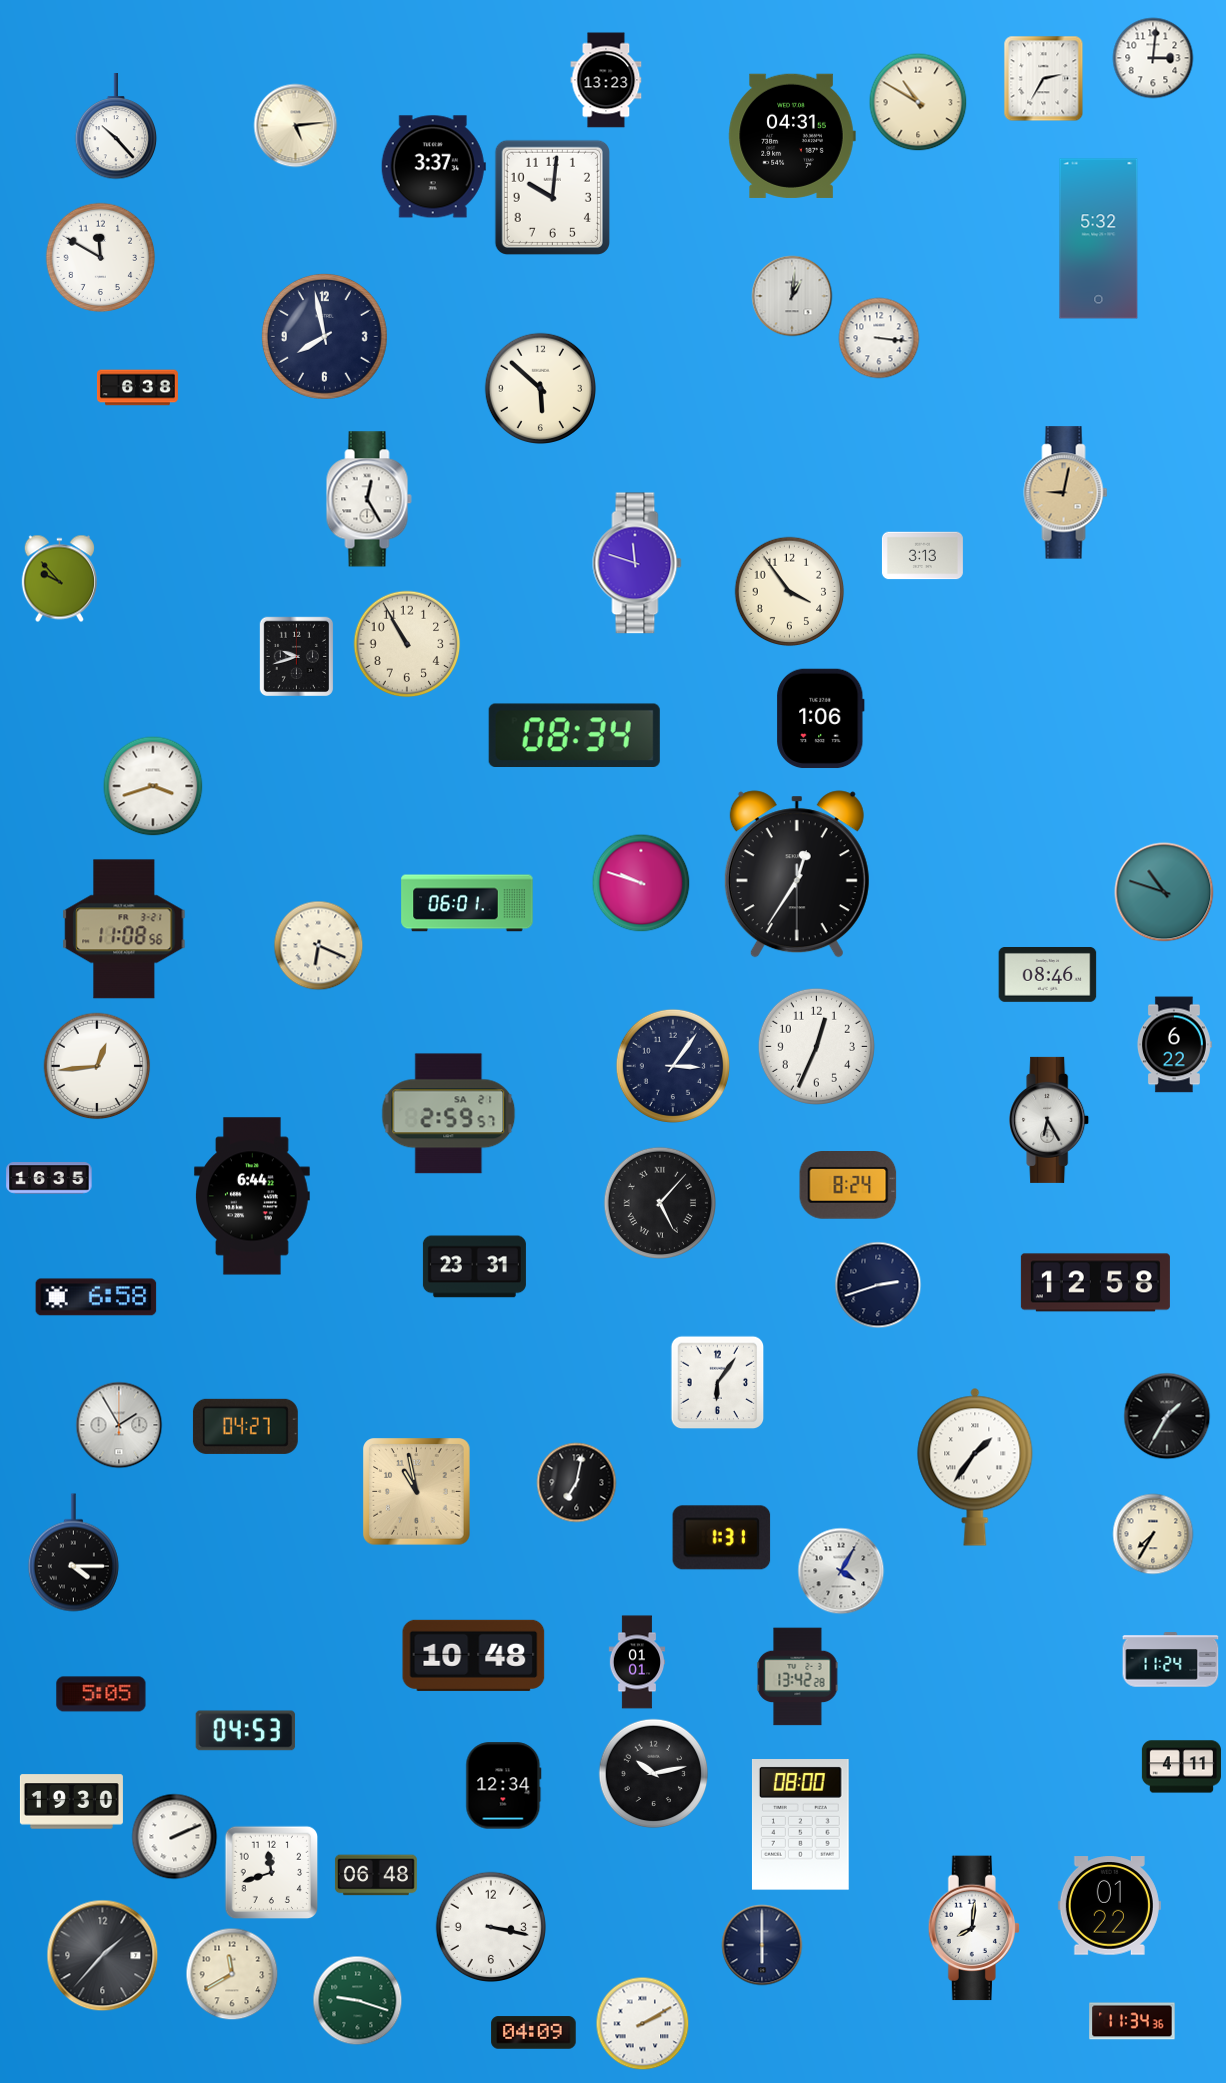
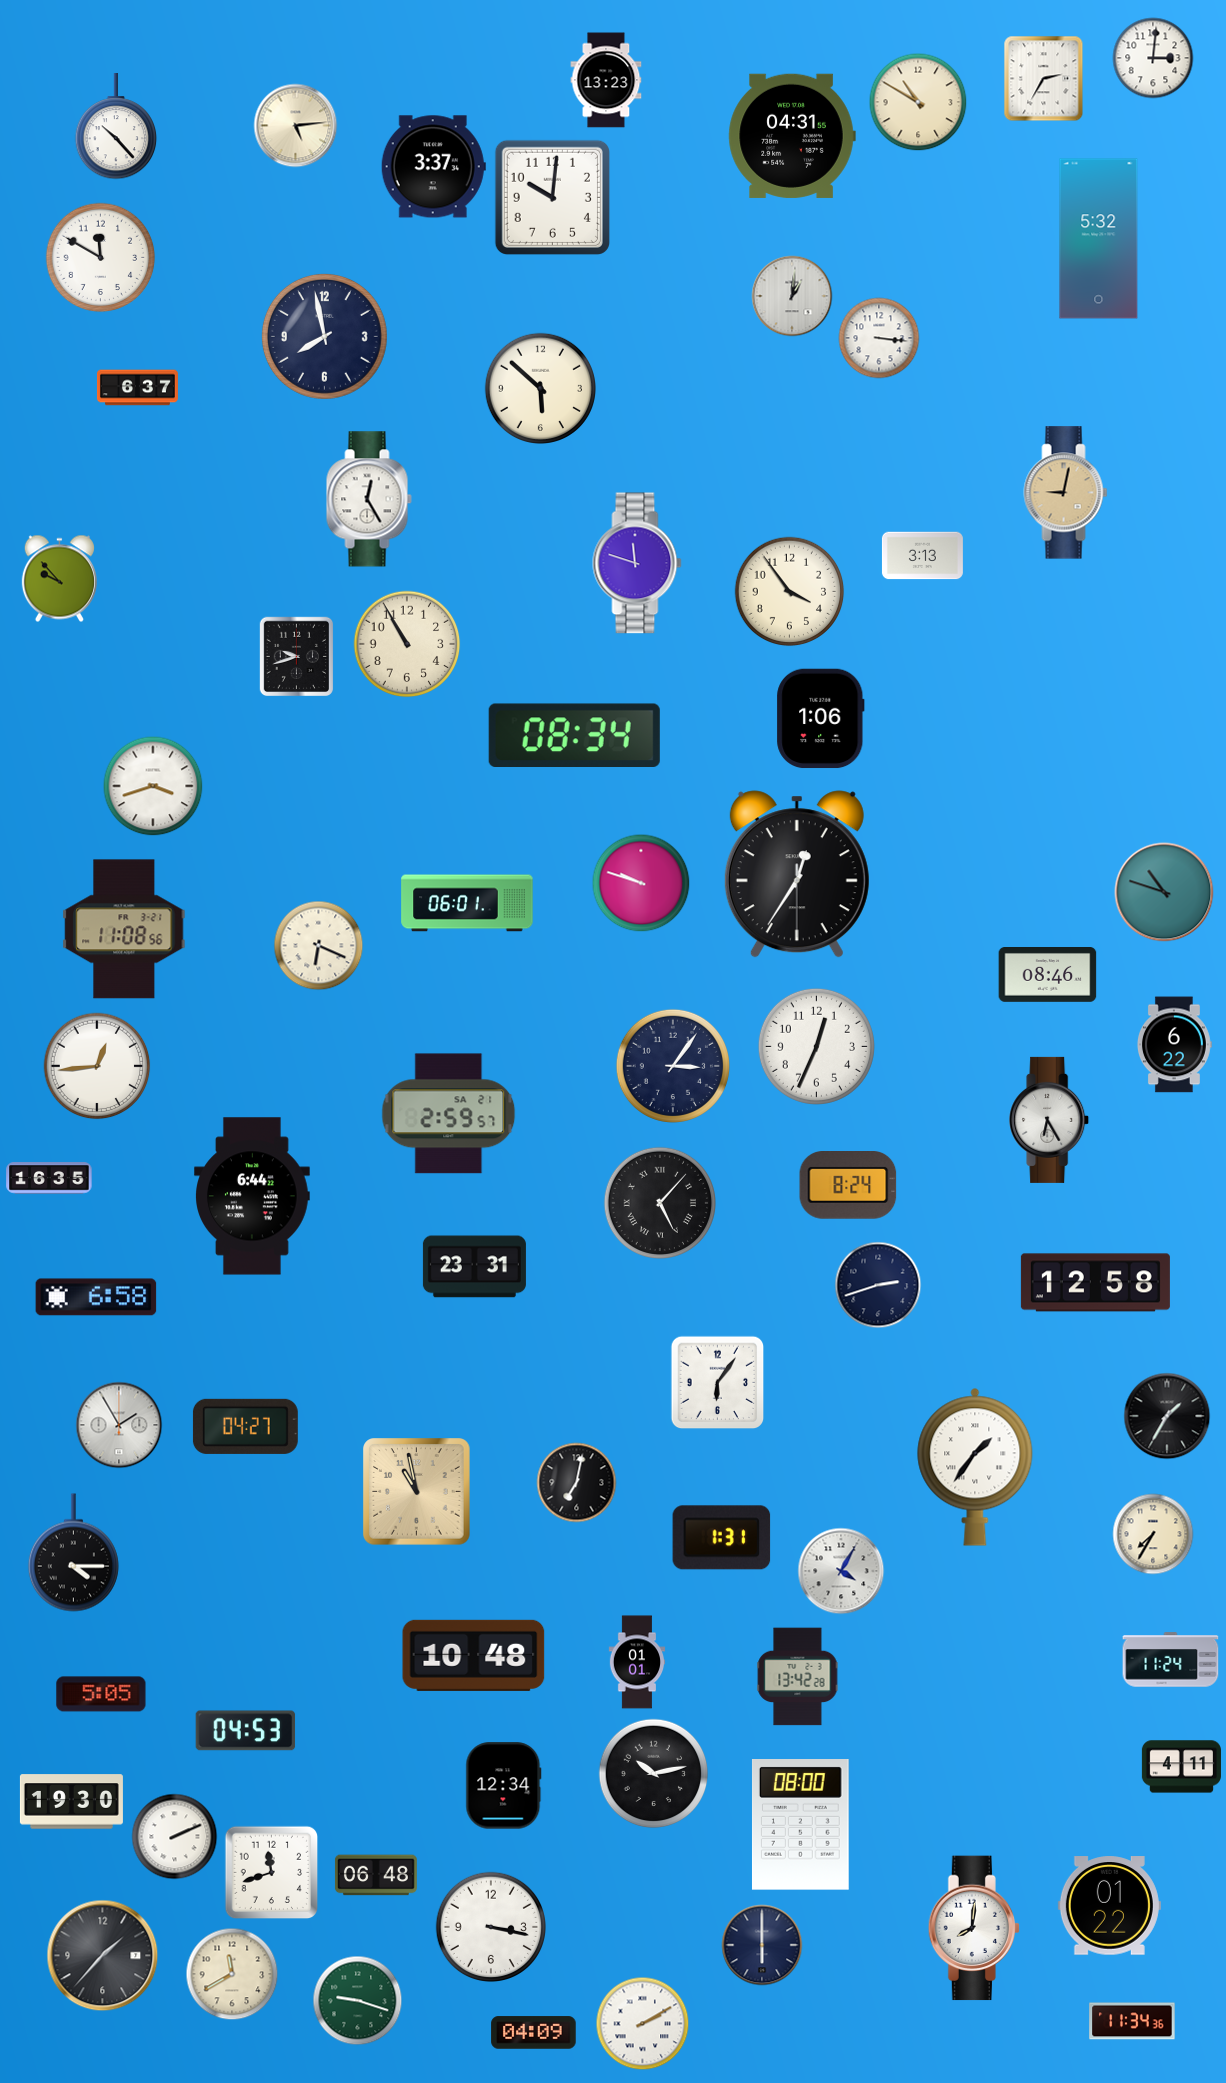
clock at (137, 388): 6:38 -> 6:37
